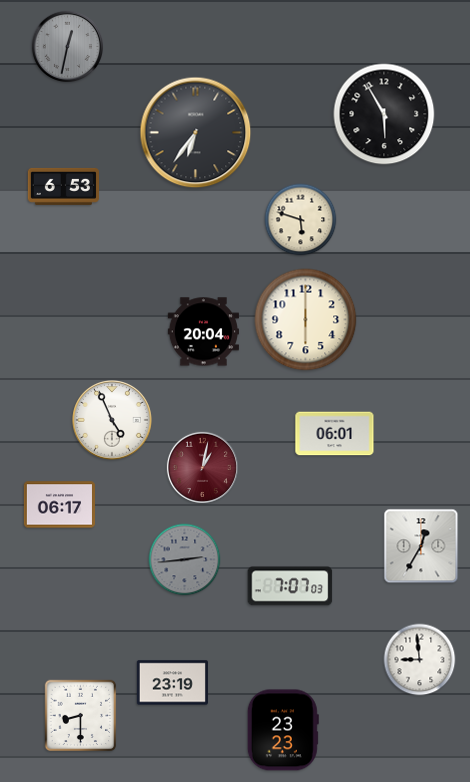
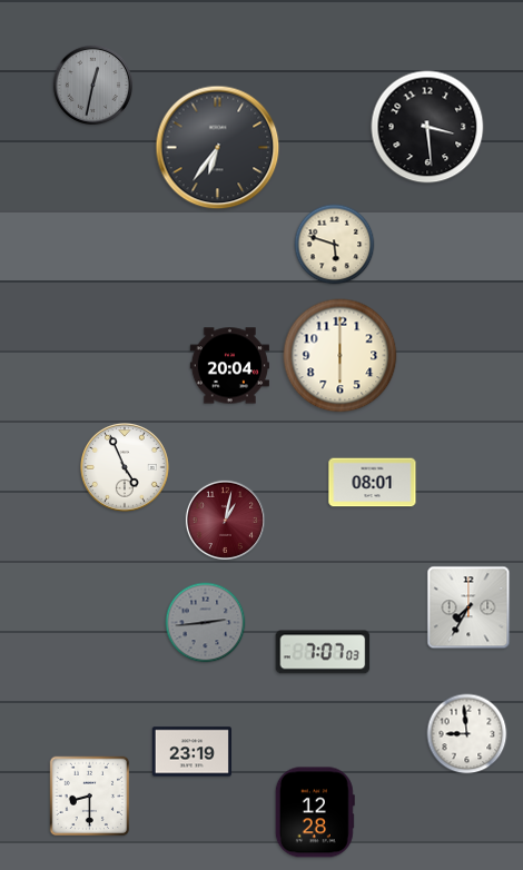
clock at (67, 46) position: (67, 46) -> (92, 85)
clock at (384, 114): 5:55 -> 3:29
clock at (63, 186): 6:53 -> none
clock at (203, 332) position: (203, 332) -> (229, 366)
clock at (335, 434): 06:01 -> 08:01
clock at (59, 505): 06:17 -> none
clock at (421, 546): 12:35 -> 7:35
clock at (172, 683) position: (172, 683) -> (191, 752)
clock at (283, 730): 23:23 -> 12:28
